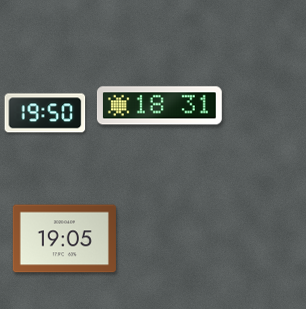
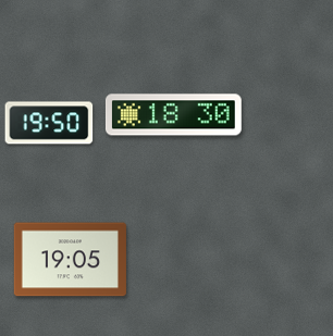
clock at (159, 106): 18:31 -> 18:30
